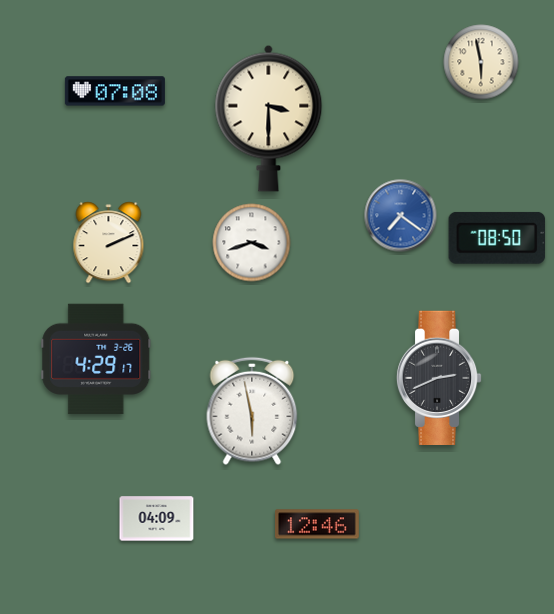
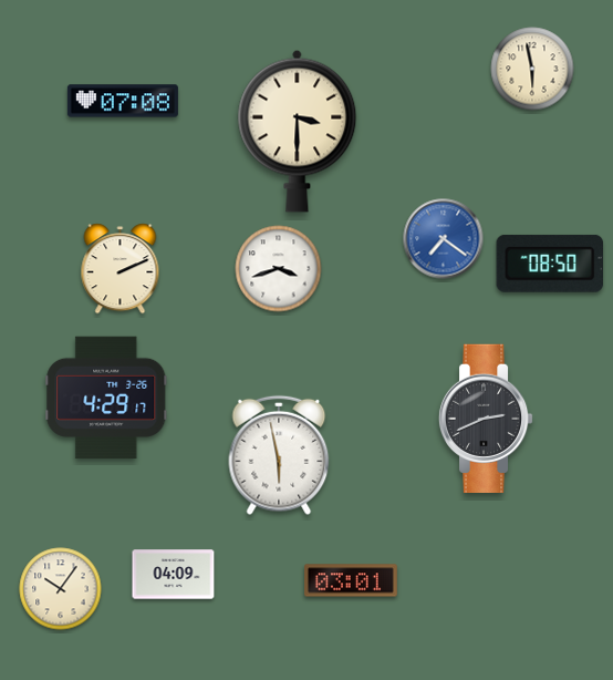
clock at (115, 91) position: (115, 91) -> (123, 101)
clock at (318, 524): 12:46 -> 03:01
clock at (61, 589): none -> 10:06
